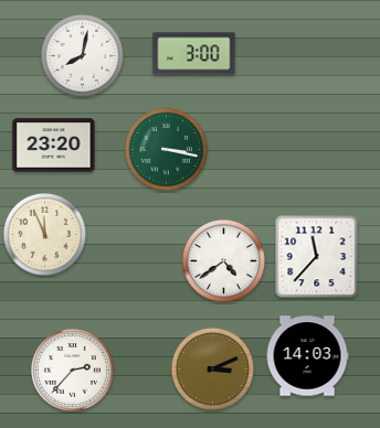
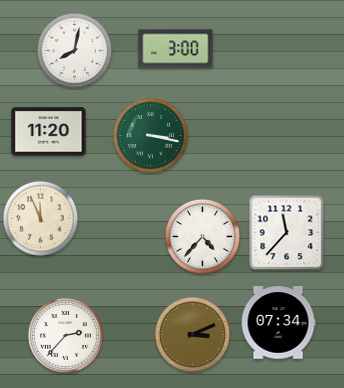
clock at (54, 146): 23:20 -> 11:20
clock at (44, 234) position: (44, 234) -> (40, 218)
clock at (223, 260): 4:39 -> 4:37
clock at (307, 356): 14:03 -> 07:34
